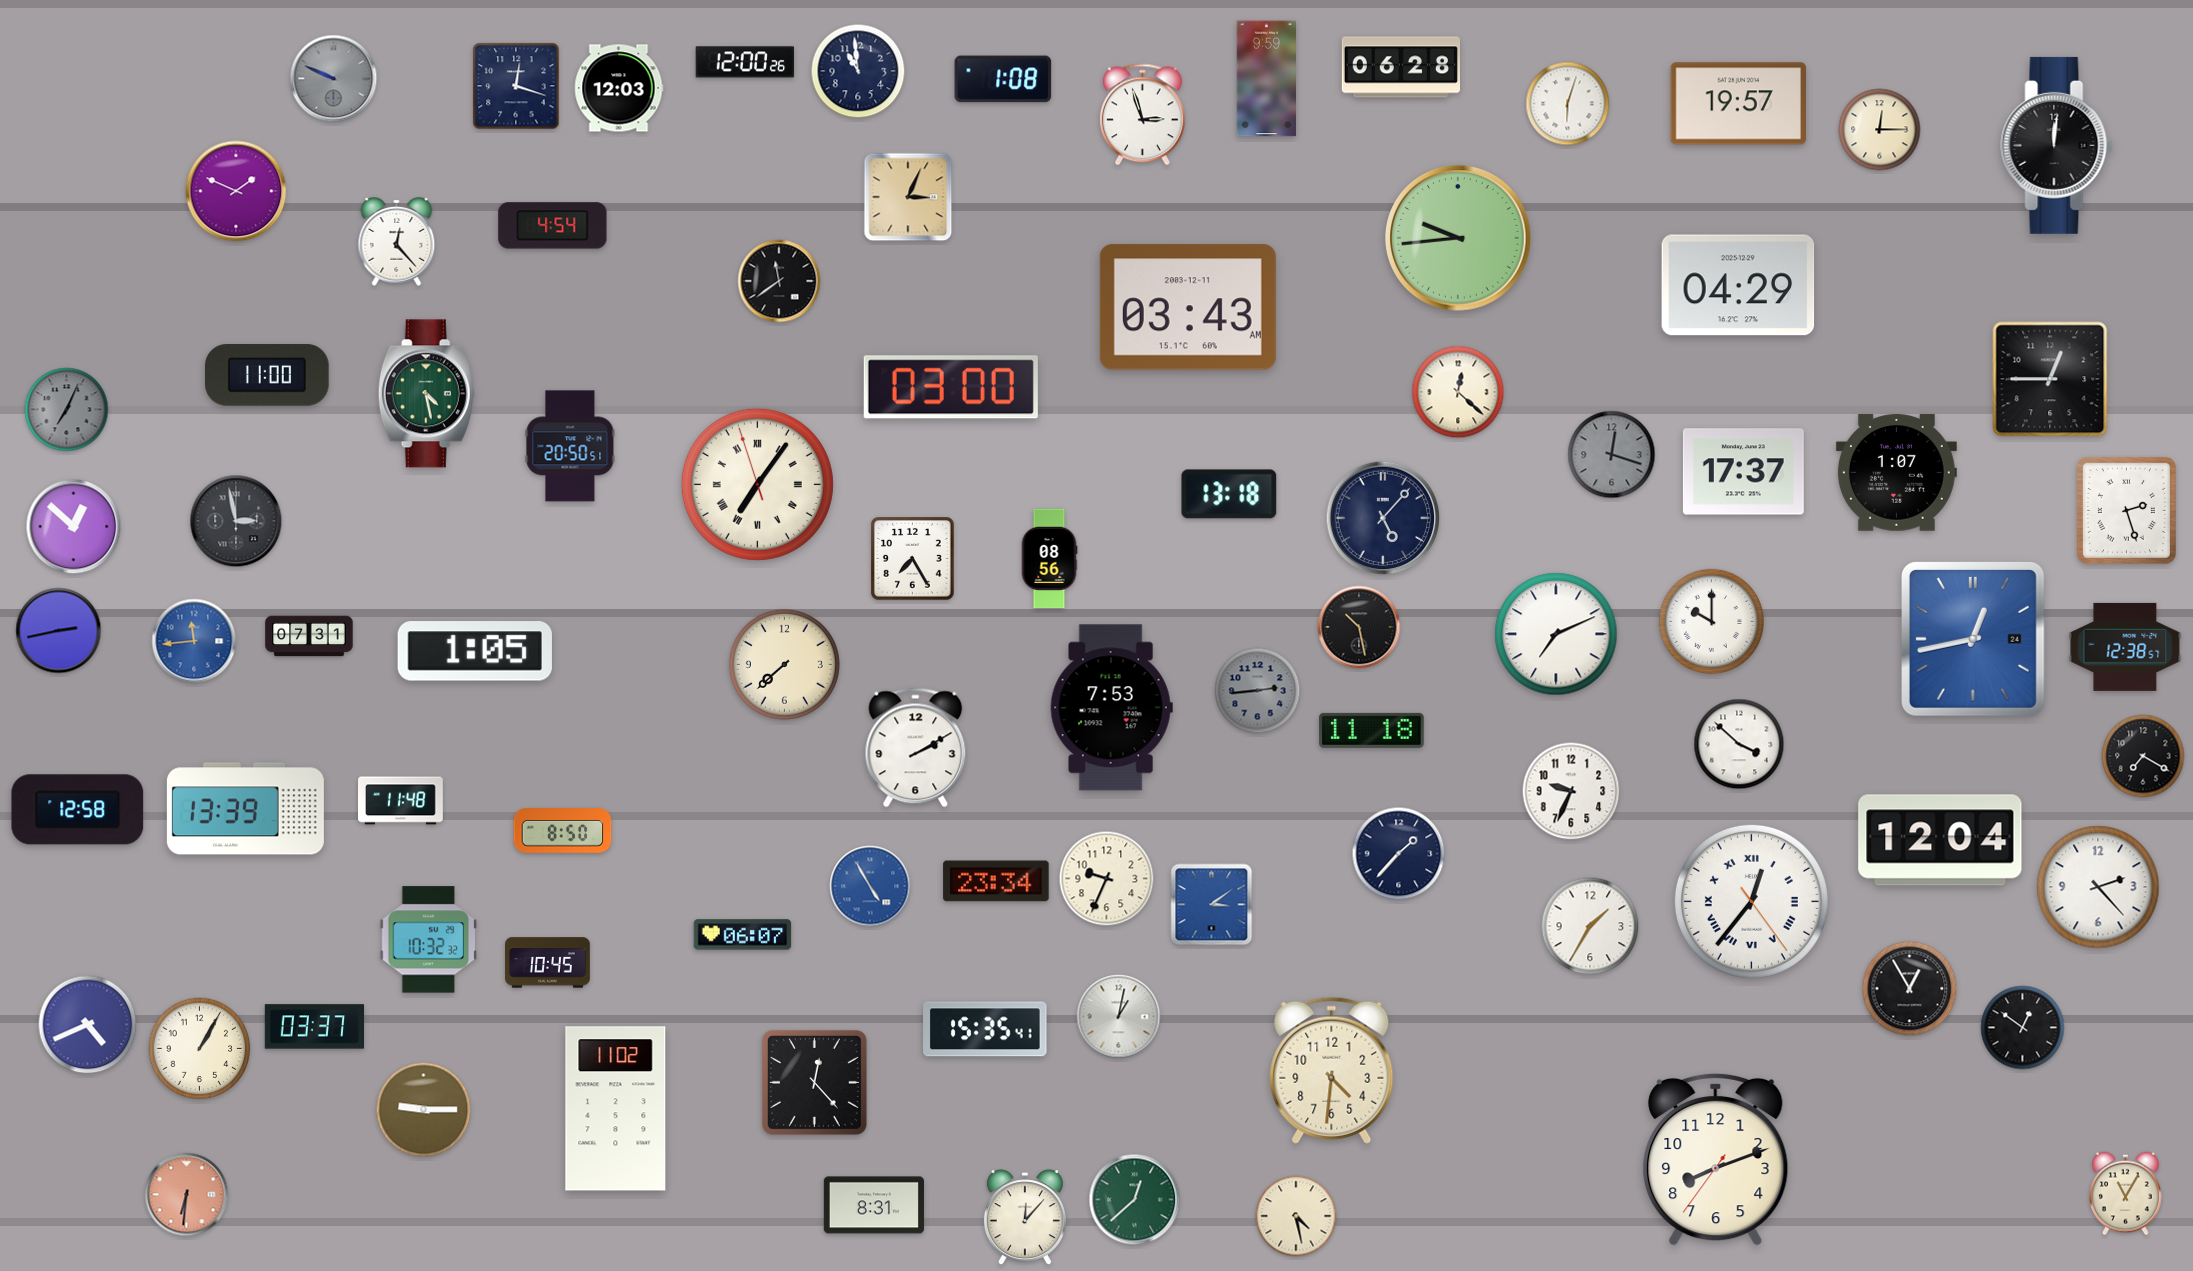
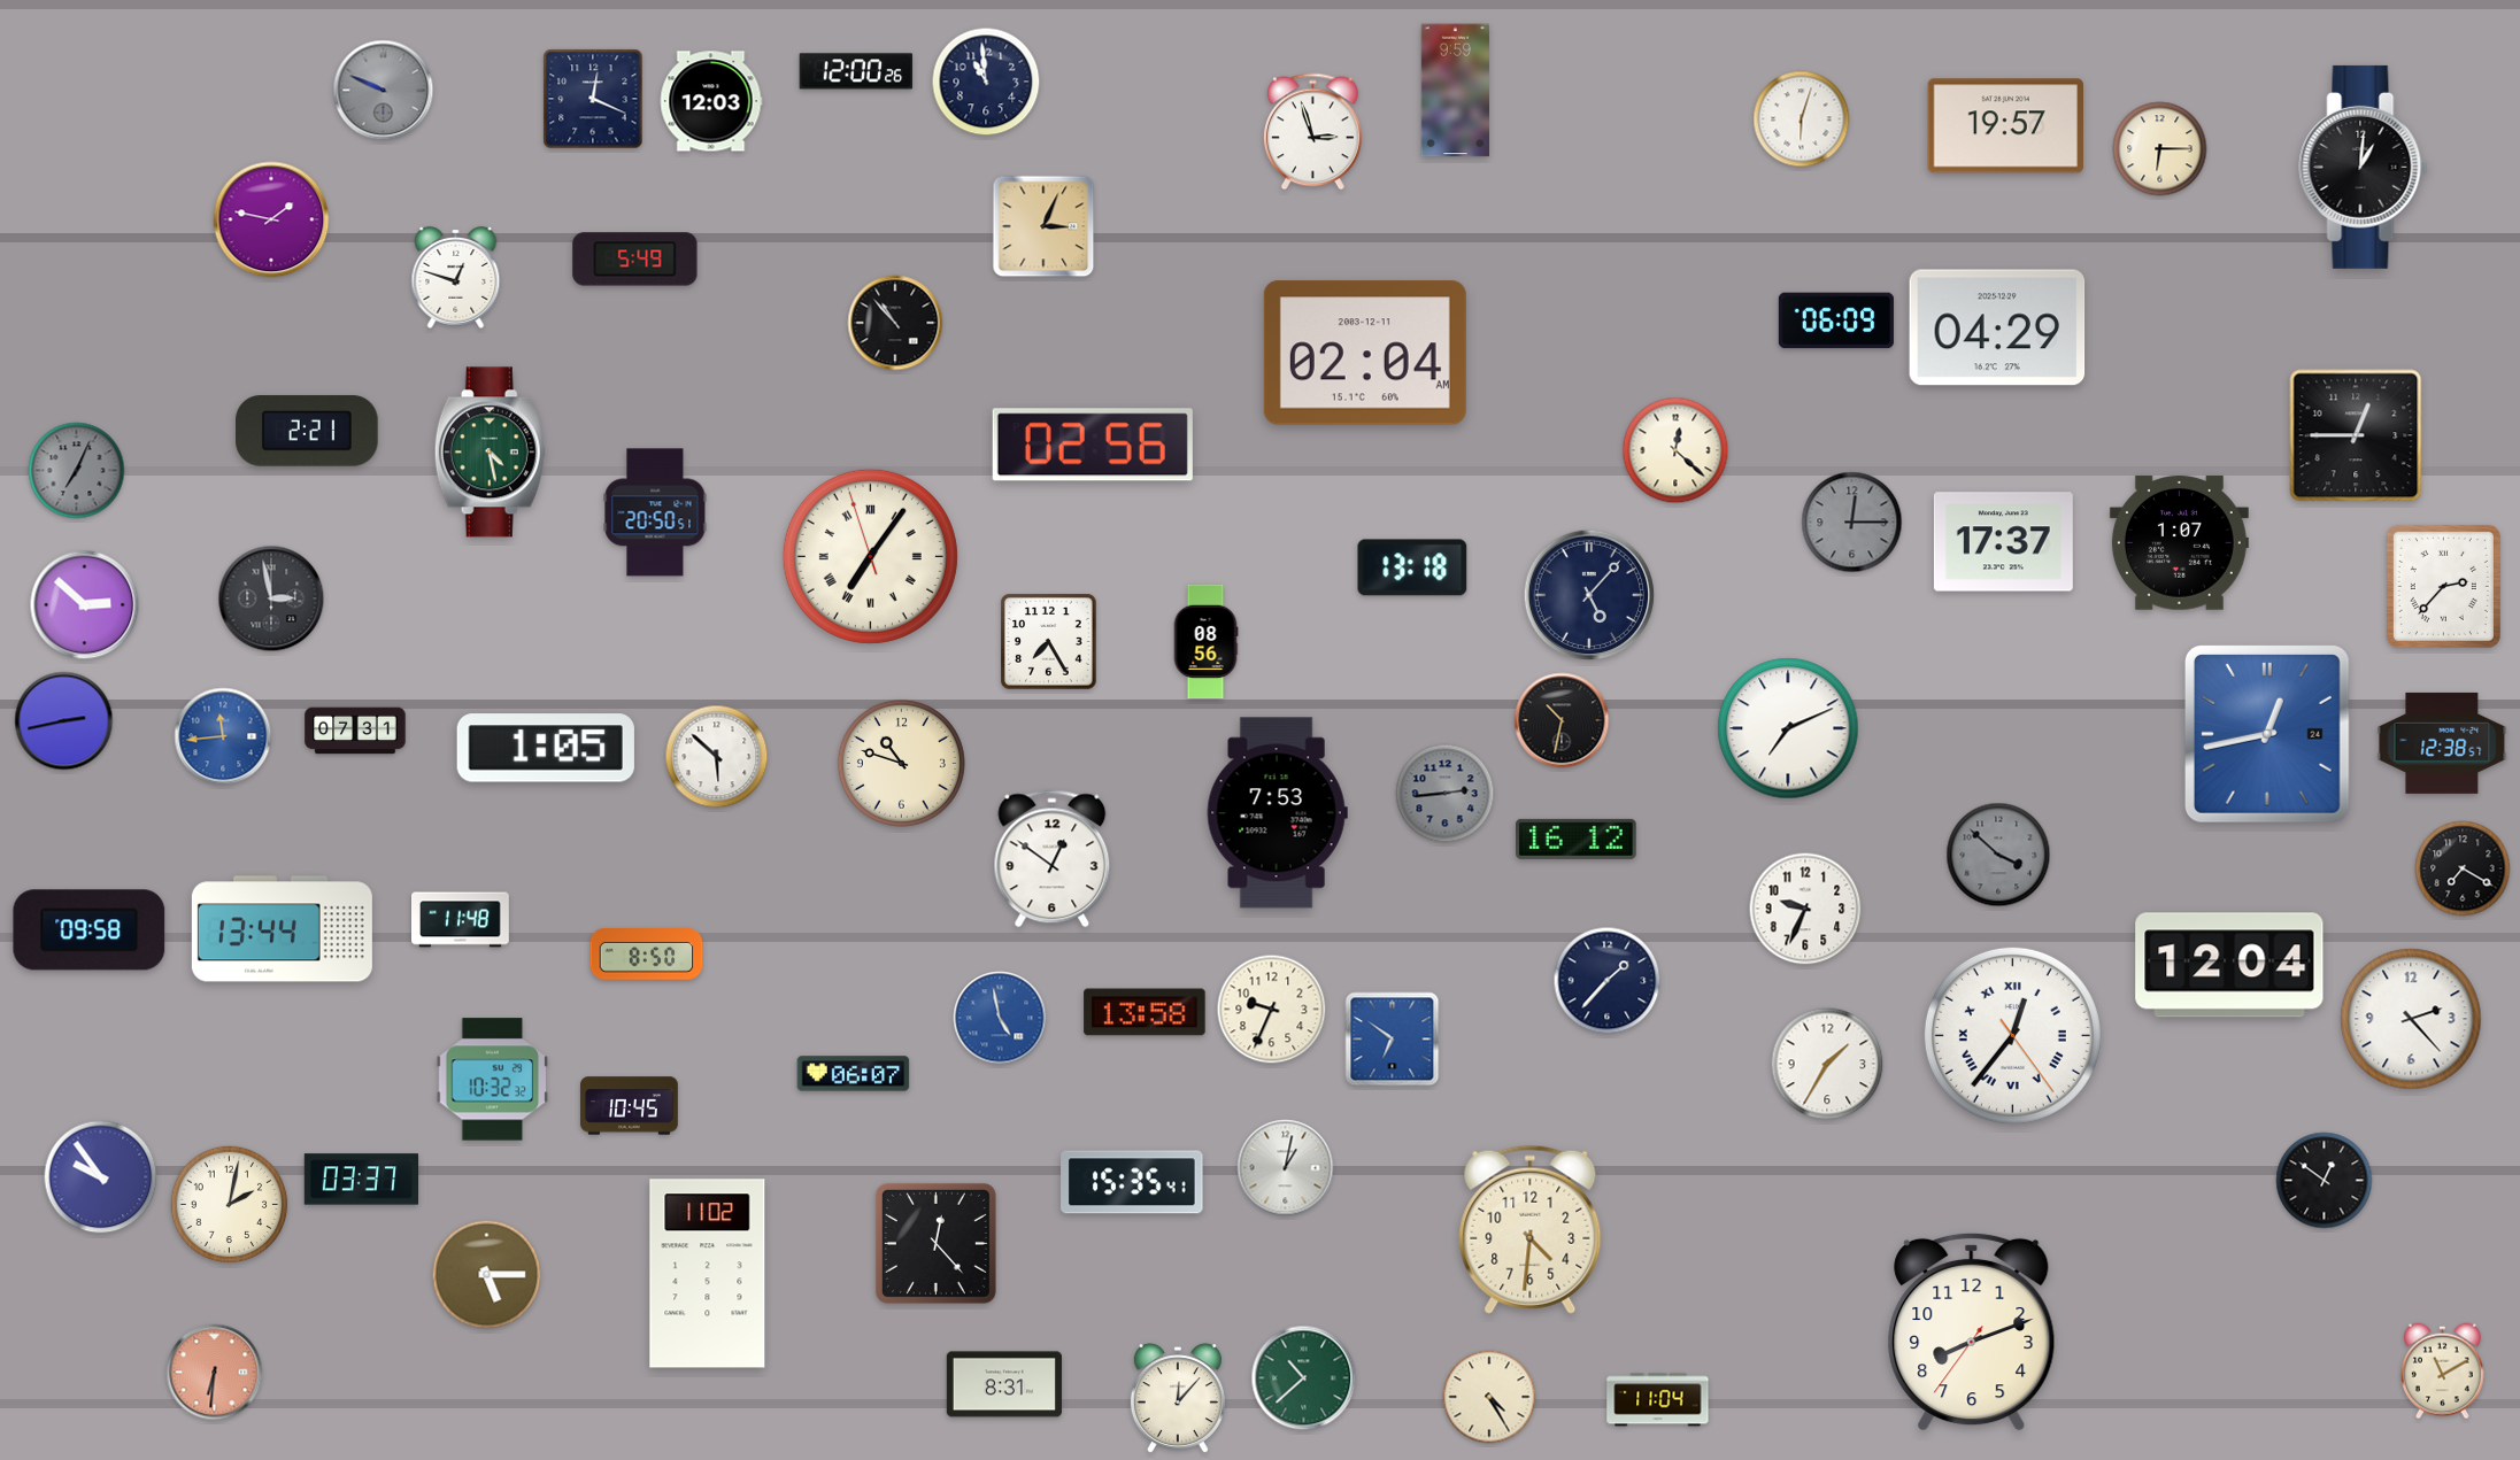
clock at (1400, 67): 06:28 -> none
clock at (1003, 79): 1:08 -> none
clock at (516, 86): 12:18 -> 12:19
clock at (1738, 104) position: (1738, 104) -> (2005, 126)
clock at (1880, 130): 12:15 -> 6:15
clock at (2057, 145): 12:01 -> 1:01
clock at (236, 191): 1:49 -> 1:47
clock at (553, 226): 4:54 -> 5:49
clock at (1458, 238): 9:44 -> none
clock at (397, 241): 12:23 -> 12:48
clock at (1836, 320): none -> 06:09
clock at (779, 281): 11:39 -> 10:53
clock at (1188, 307): 03:43 -> 02:04
clock at (267, 375): 11:00 -> 2:21
clock at (951, 387): 03:00 -> 02:56
clock at (1612, 455): 12:18 -> 12:15
clock at (2126, 510): 2:27 -> 2:37
clock at (74, 527): 12:52 -> 2:52
clock at (1711, 621): 10:00 -> none
clock at (1359, 627): 10:28 -> 10:32
clock at (59, 631) position: (59, 631) -> (64, 721)
clock at (717, 757): none -> 5:52
clock at (784, 664): 7:38 -> 10:48
clock at (1372, 730): 11:18 -> 16:12
clock at (1739, 744) dial: white -> grey
clock at (916, 748): 2:10 -> 12:51
clock at (245, 809): 13:39 -> 13:44
clock at (78, 810): 12:58 -> 09:58
clock at (996, 881): 23:34 -> 13:58
clock at (870, 886): 4:55 -> 4:58
clock at (1212, 905): 3:09 -> 6:51
clock at (1910, 989): 12:55 -> none
clock at (88, 1025): 4:41 -> 9:54
clock at (200, 1049): 1:05 -> 2:02
clock at (424, 1110): 9:15 -> 5:15
clock at (2126, 1194): 11:05 -> 11:10
clock at (1135, 1200): 12:38 -> 10:38
clock at (1296, 1216): 4:28 -> 4:25
clock at (1658, 1400): none -> 11:04
